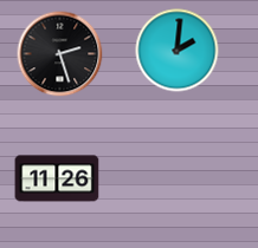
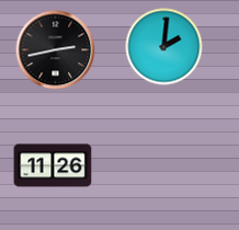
clock at (60, 54): 2:27 -> 2:43
